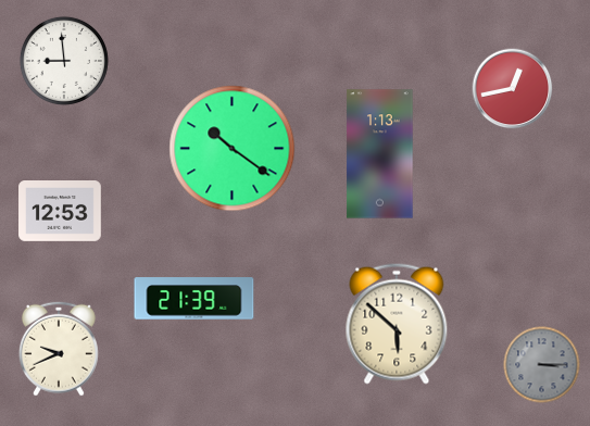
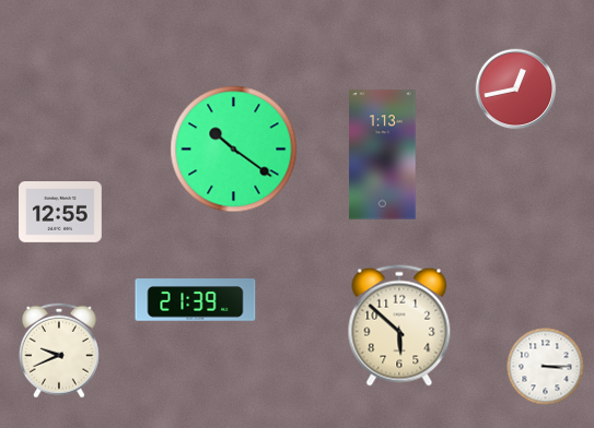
clock at (64, 61): 8:59 -> none
clock at (60, 212): 12:53 -> 12:55
clock at (542, 365) dial: grey -> white
